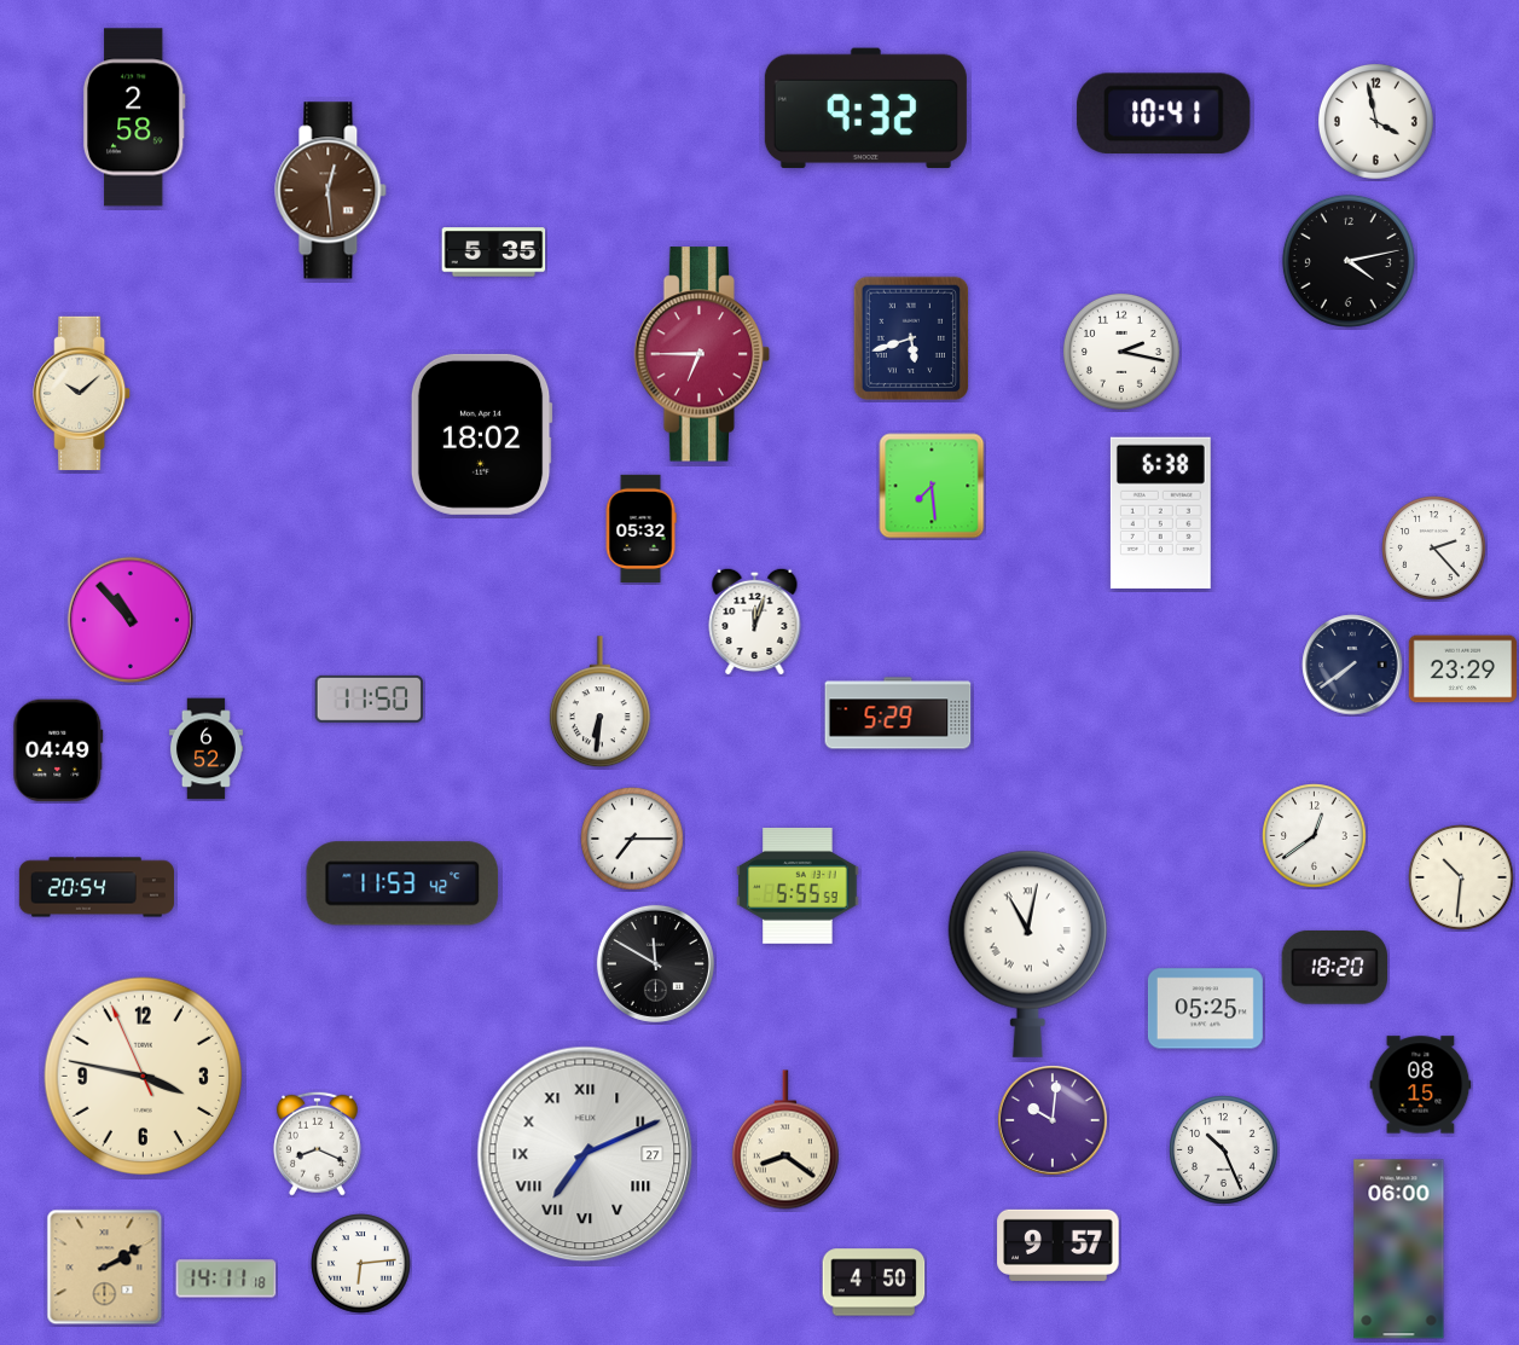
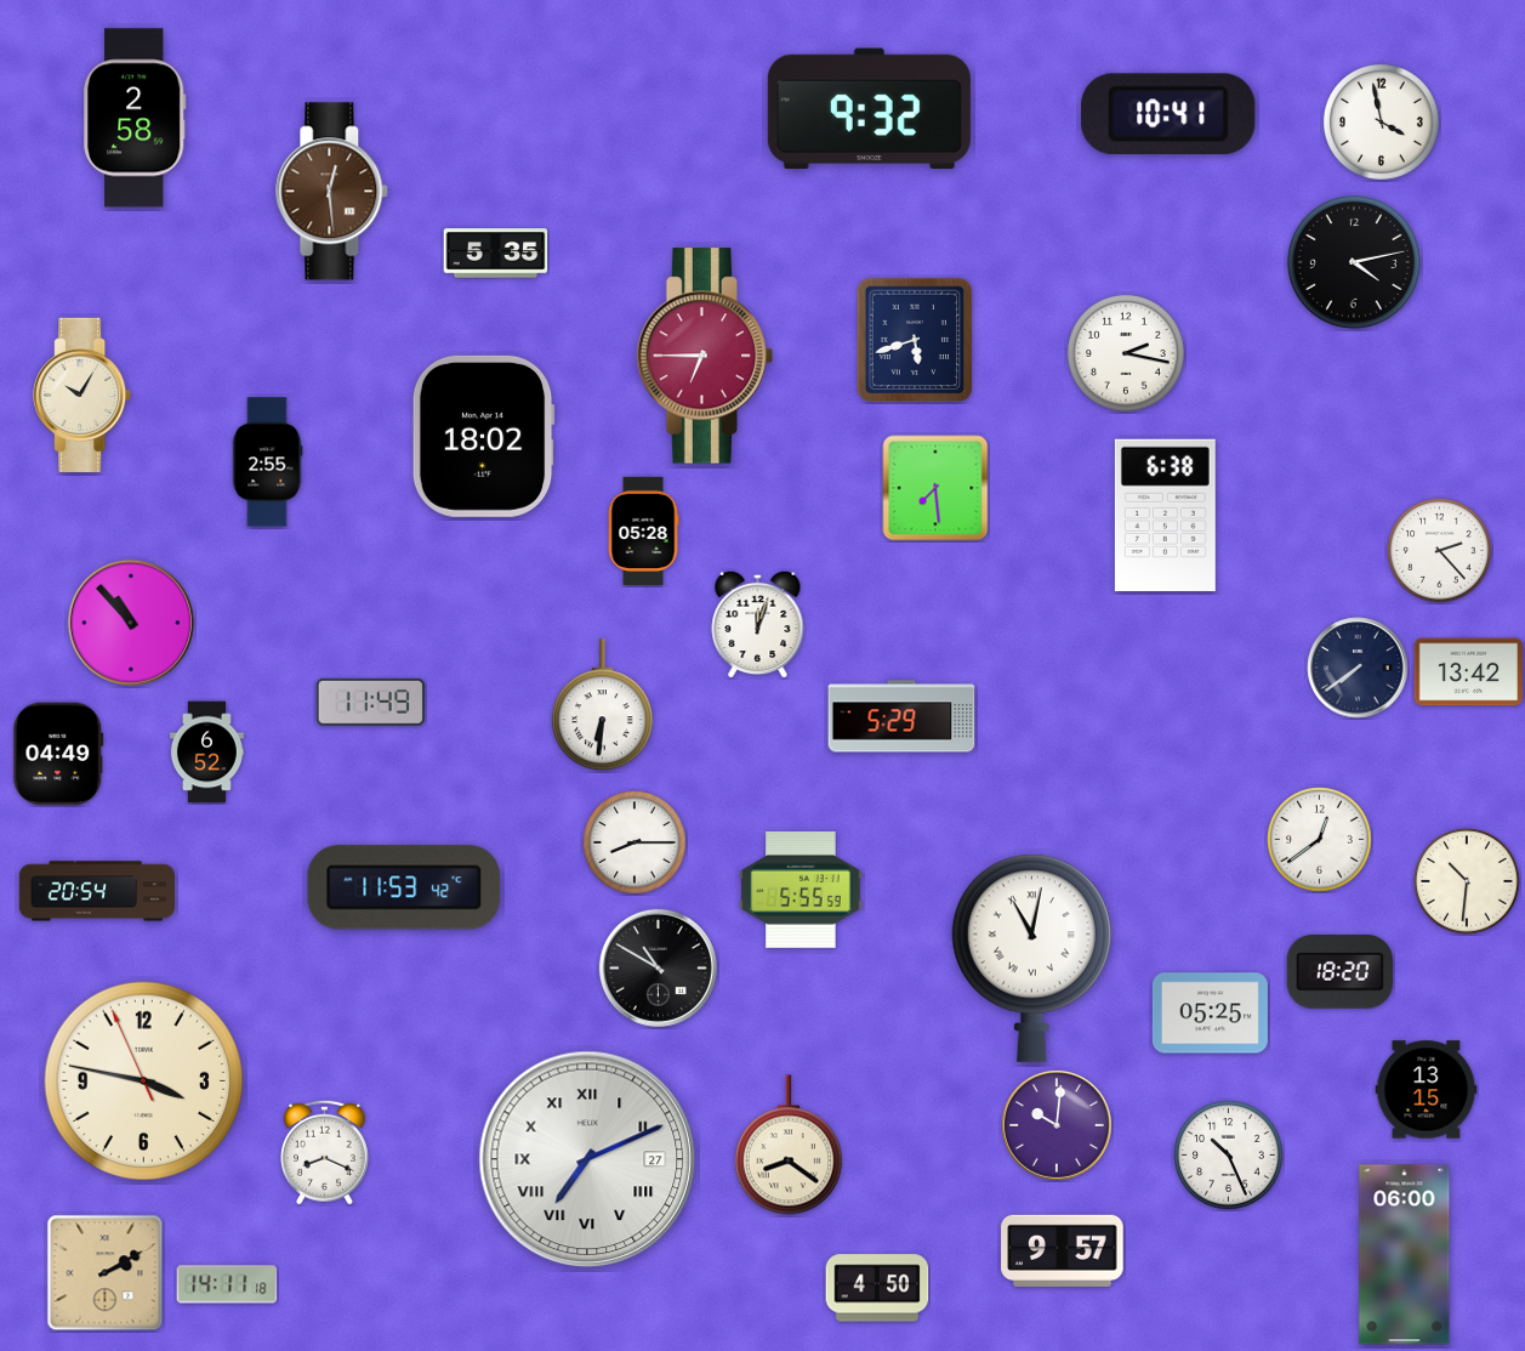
clock at (82, 393): 10:08 -> 10:05
clock at (267, 462): none -> 2:55
clock at (640, 529): 05:32 -> 05:28
clock at (1463, 669): 23:29 -> 13:42
clock at (369, 698): 11:50 -> 11:49
clock at (632, 839): 7:15 -> 8:15
clock at (655, 963): 11:50 -> 10:50
clock at (1421, 1085): 08:15 -> 13:15
clock at (317, 1143) position: (317, 1143) -> (324, 1152)
clock at (361, 1264): 6:14 -> none
